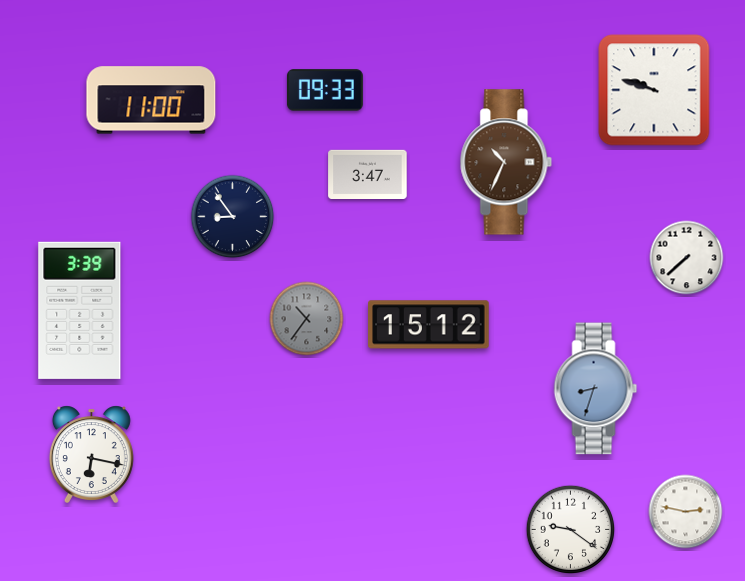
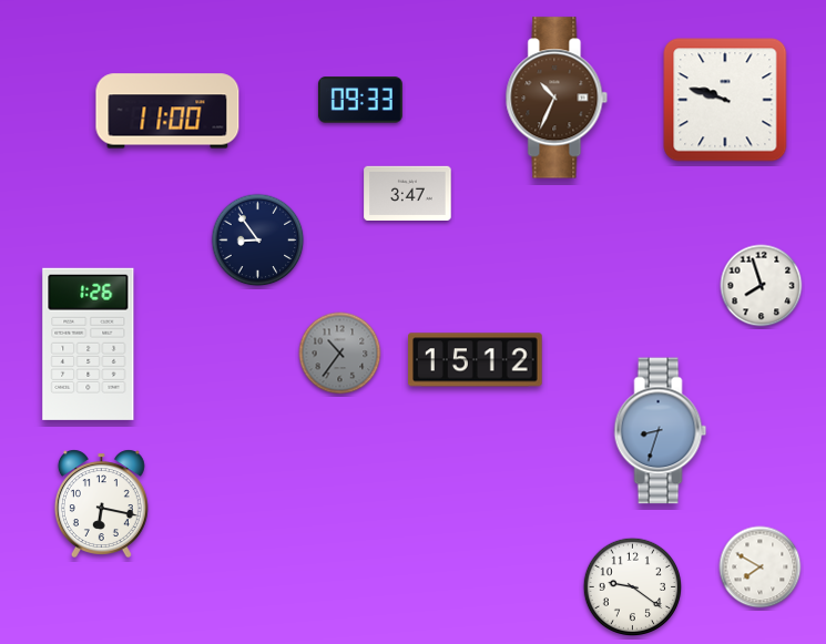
clock at (506, 162) position: (506, 162) -> (557, 98)
clock at (687, 258): 7:38 -> 7:57
clock at (80, 310): 3:39 -> 1:26
clock at (686, 512): 2:47 -> 7:50
